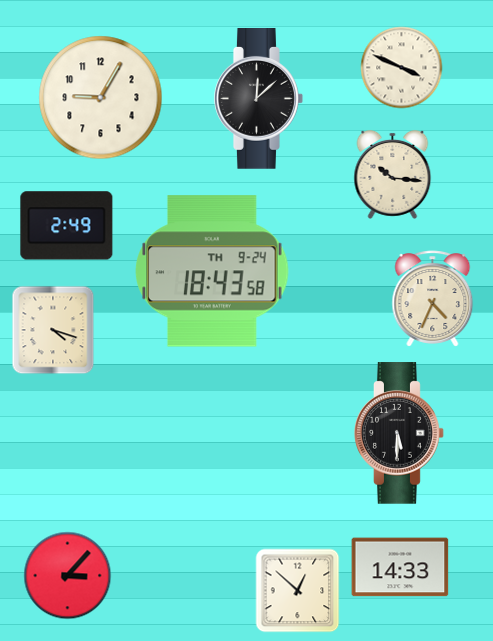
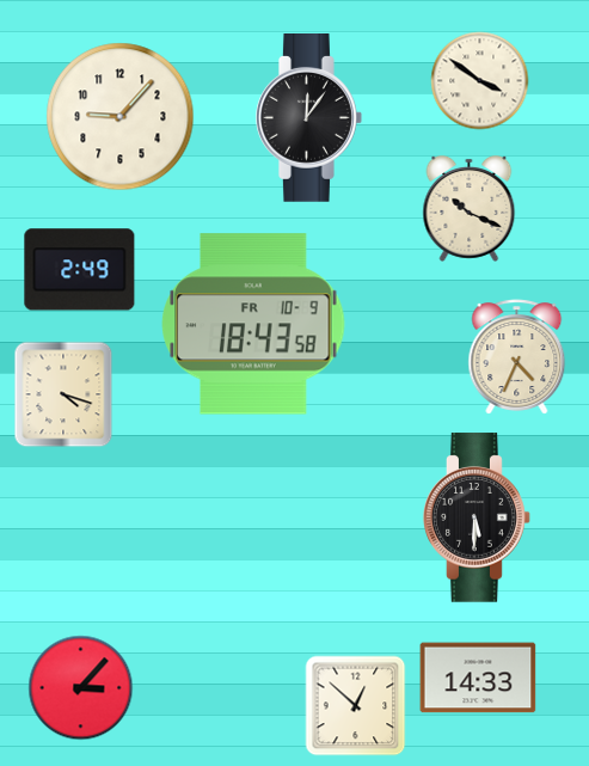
clock at (402, 68): 3:49 -> 3:51
clock at (101, 98): 9:05 -> 9:07
clock at (259, 99): 12:08 -> 12:06
clock at (393, 174): 10:16 -> 10:19
clock at (212, 271) date: TH 9-24 -> FR 10-9
